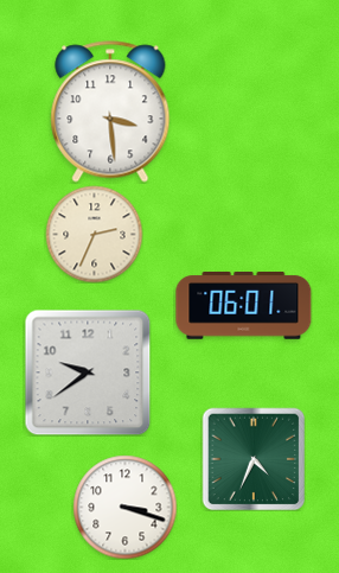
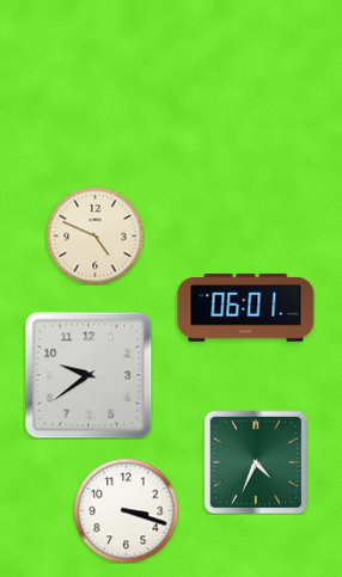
clock at (110, 112): 3:29 -> none
clock at (94, 234): 2:34 -> 4:49
